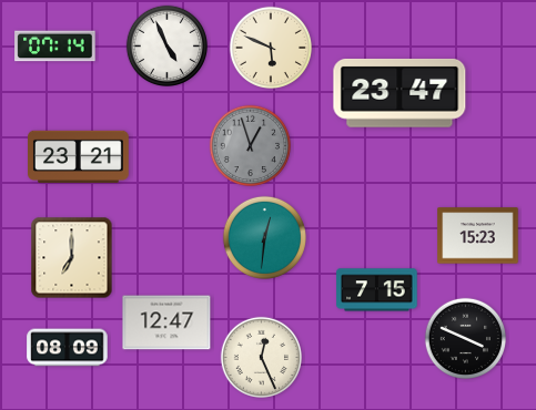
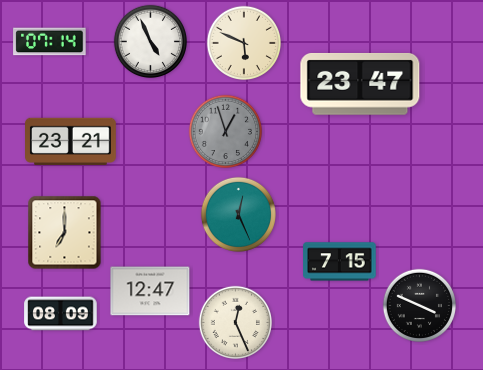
clock at (478, 236): 15:23 -> none
clock at (264, 237): 12:31 -> 12:26
